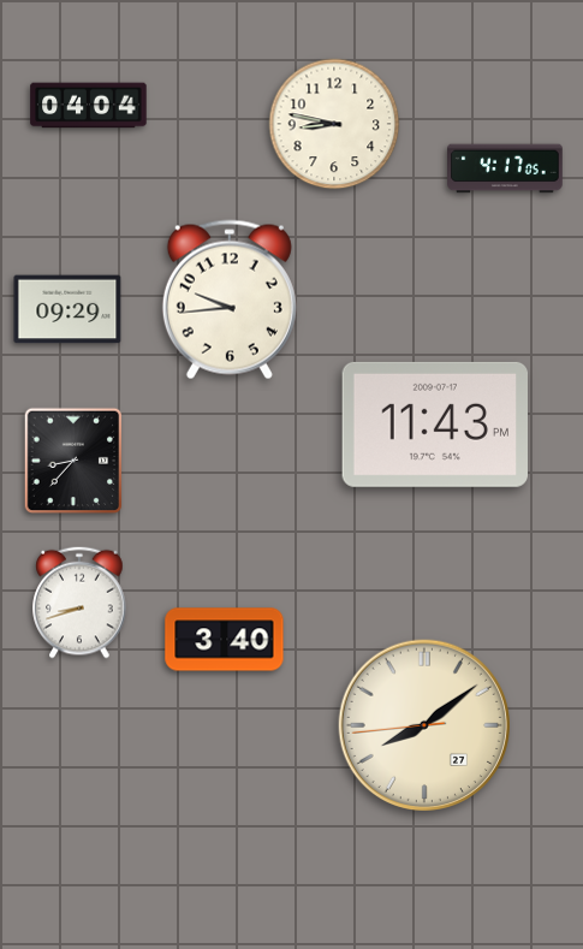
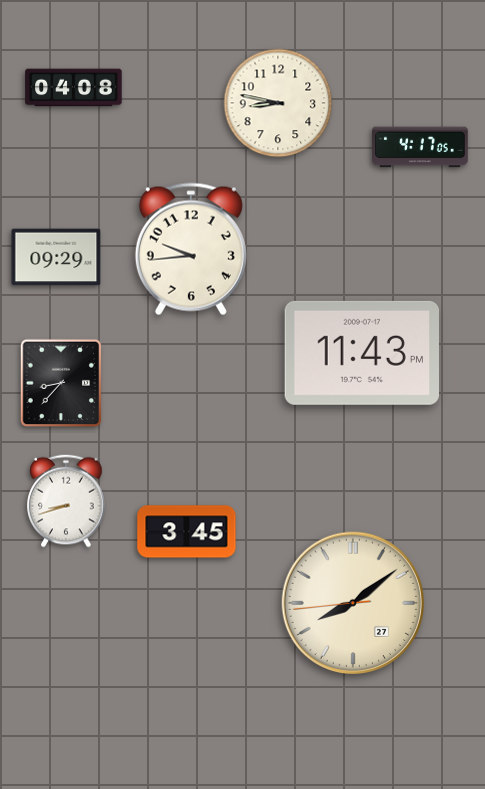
clock at (89, 106): 04:04 -> 04:08
clock at (505, 168) position: (505, 168) -> (420, 147)
clock at (225, 640): 3:40 -> 3:45
